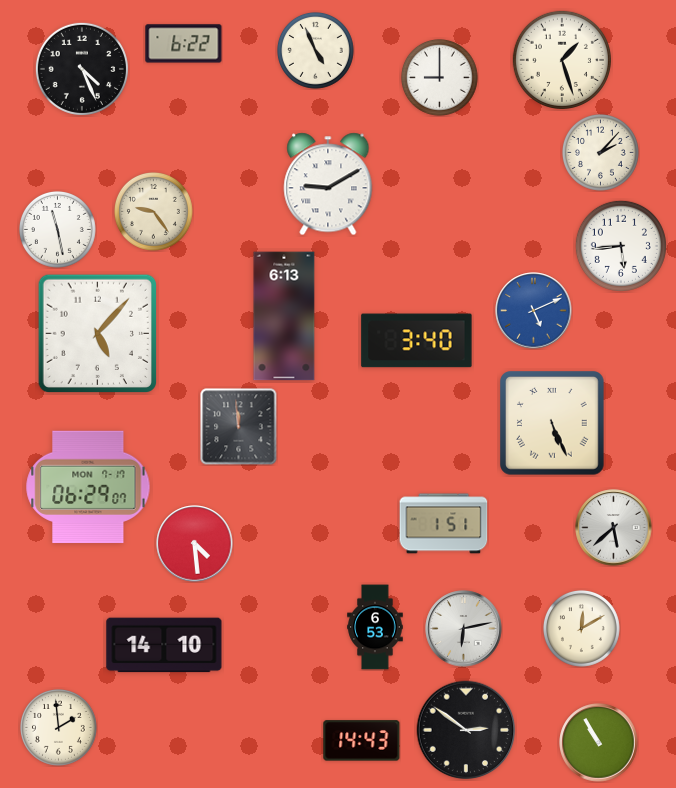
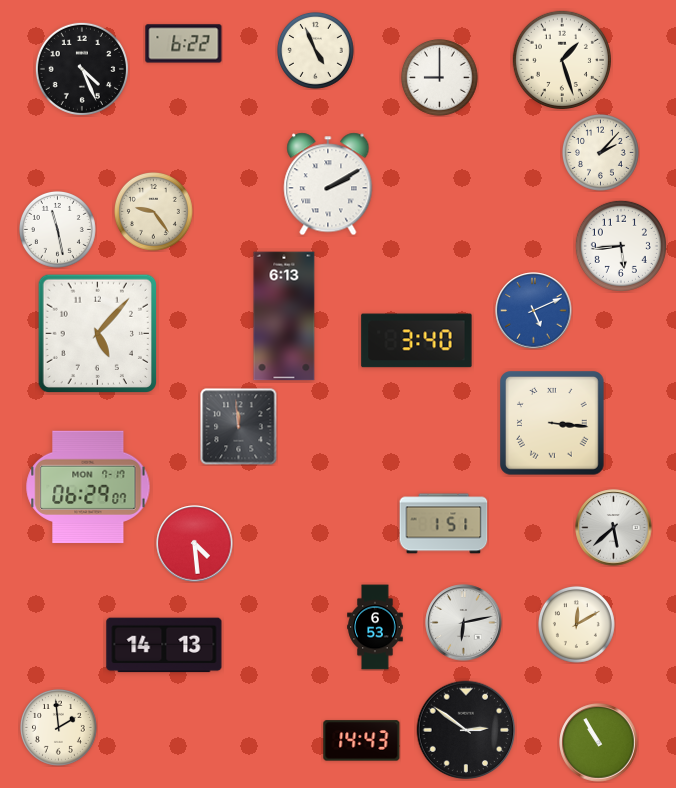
clock at (328, 184): 9:10 -> 2:10
clock at (553, 424): 5:26 -> 3:16
clock at (581, 628) position: (581, 628) -> (576, 624)
clock at (464, 629) position: (464, 629) -> (464, 623)
clock at (164, 645): 14:10 -> 14:13
